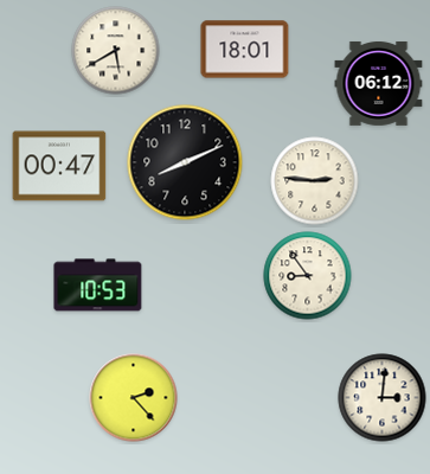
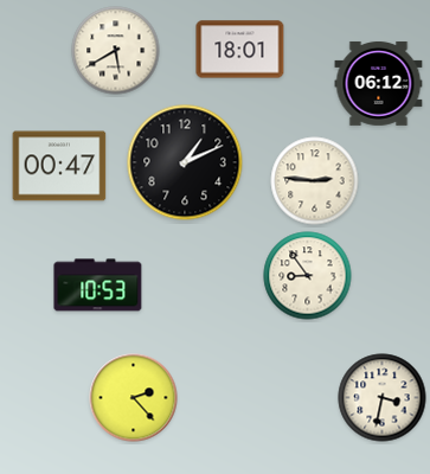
clock at (245, 50) position: (245, 50) -> (240, 50)
clock at (185, 162): 8:11 -> 1:11
clock at (383, 398): 3:01 -> 3:32
